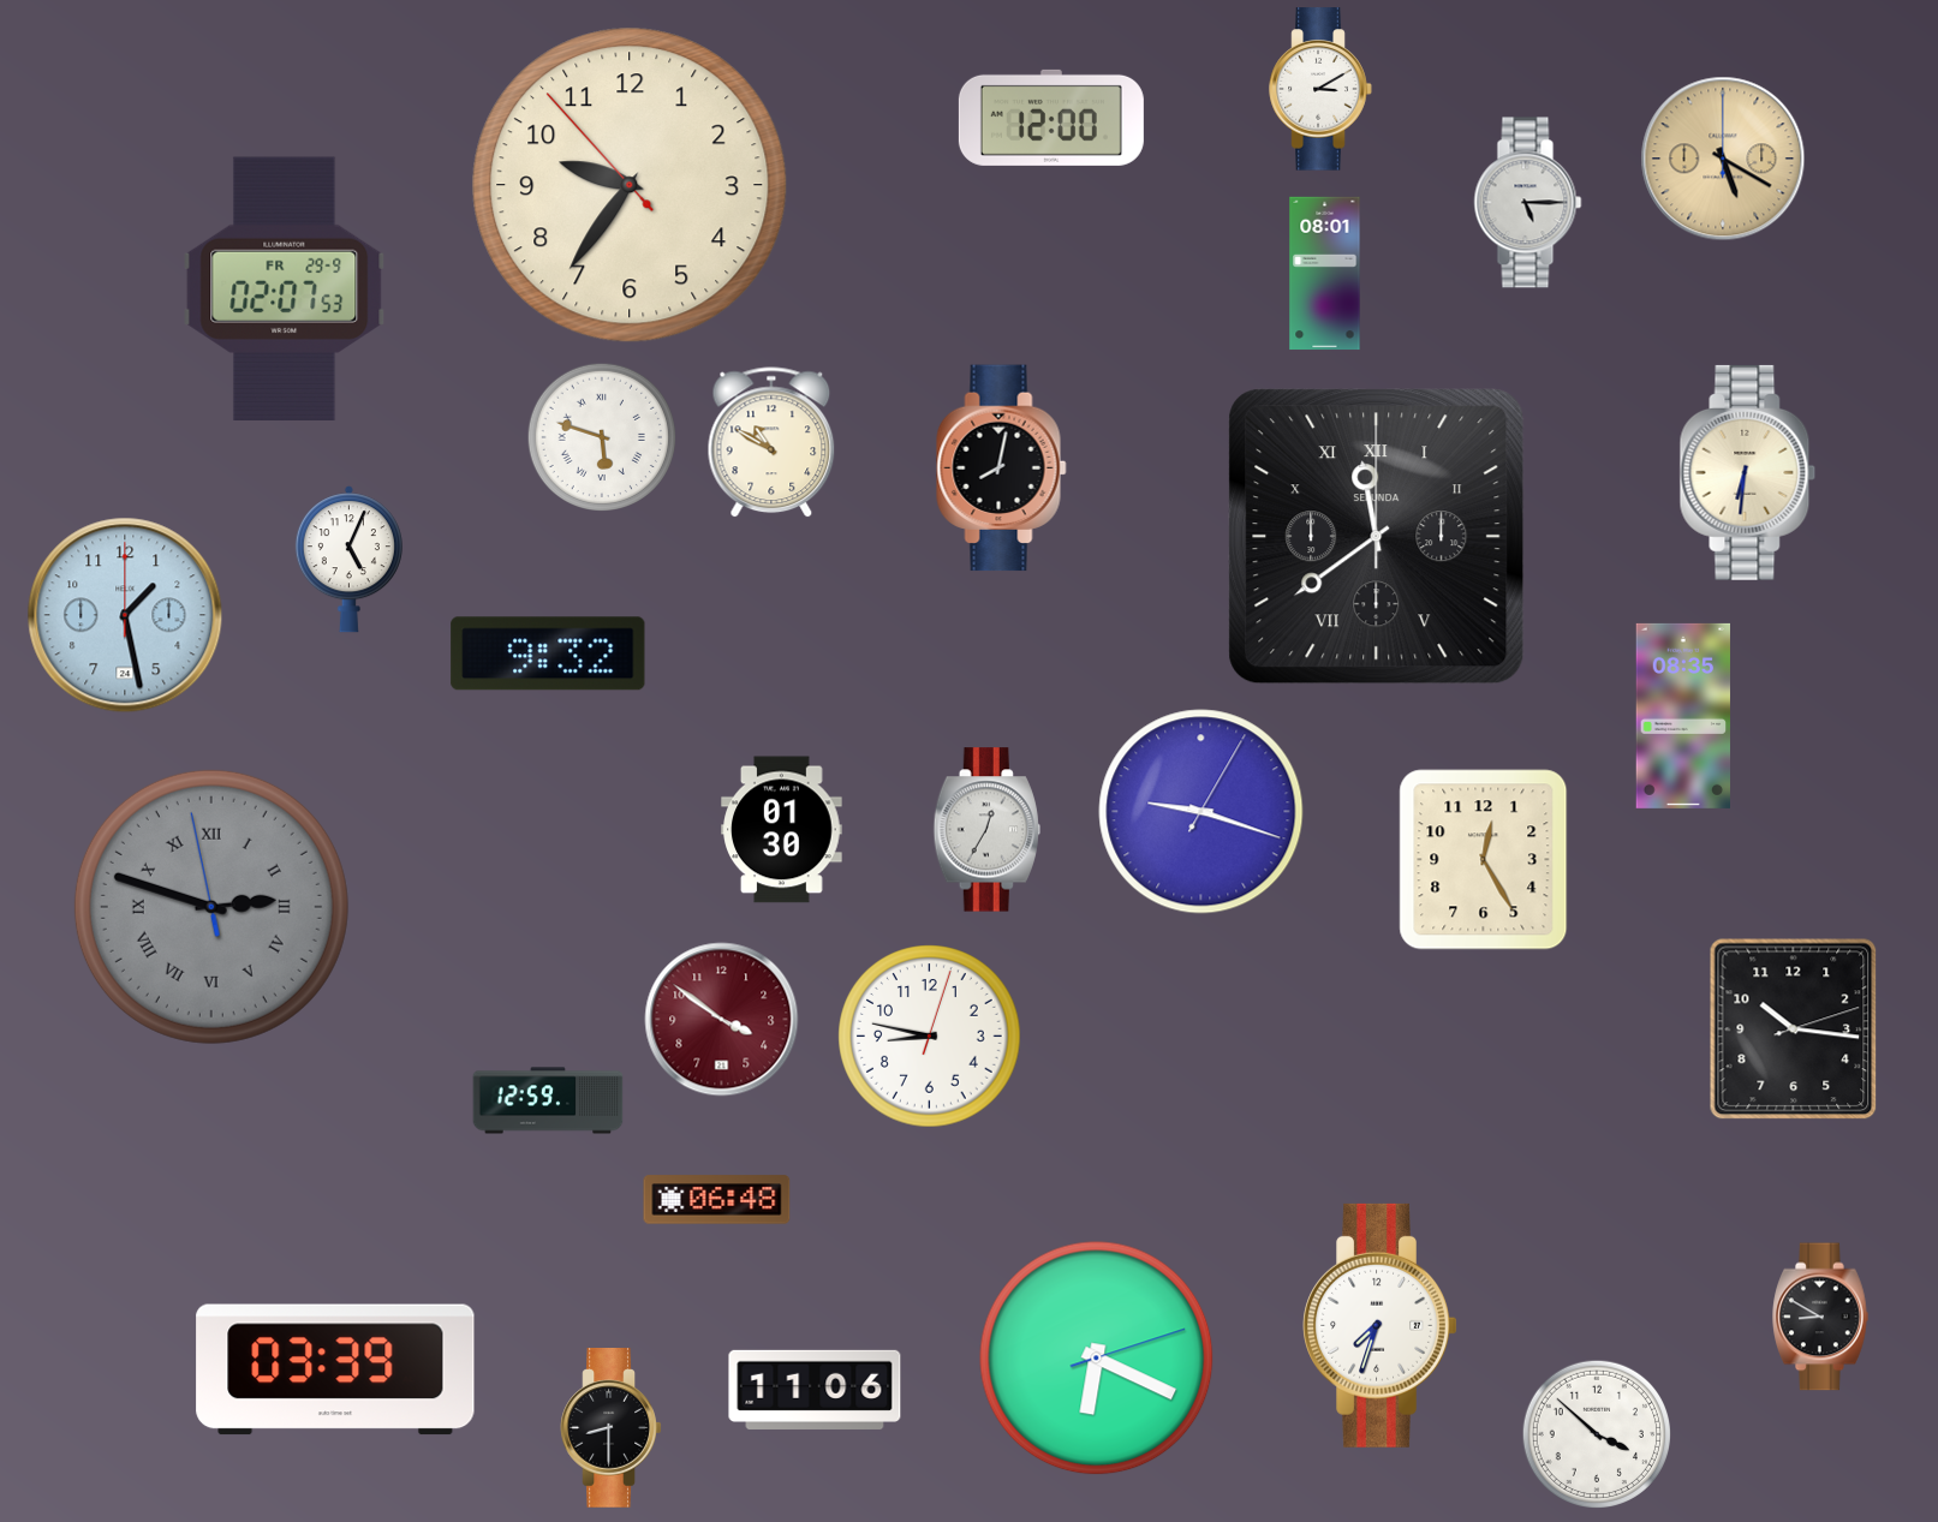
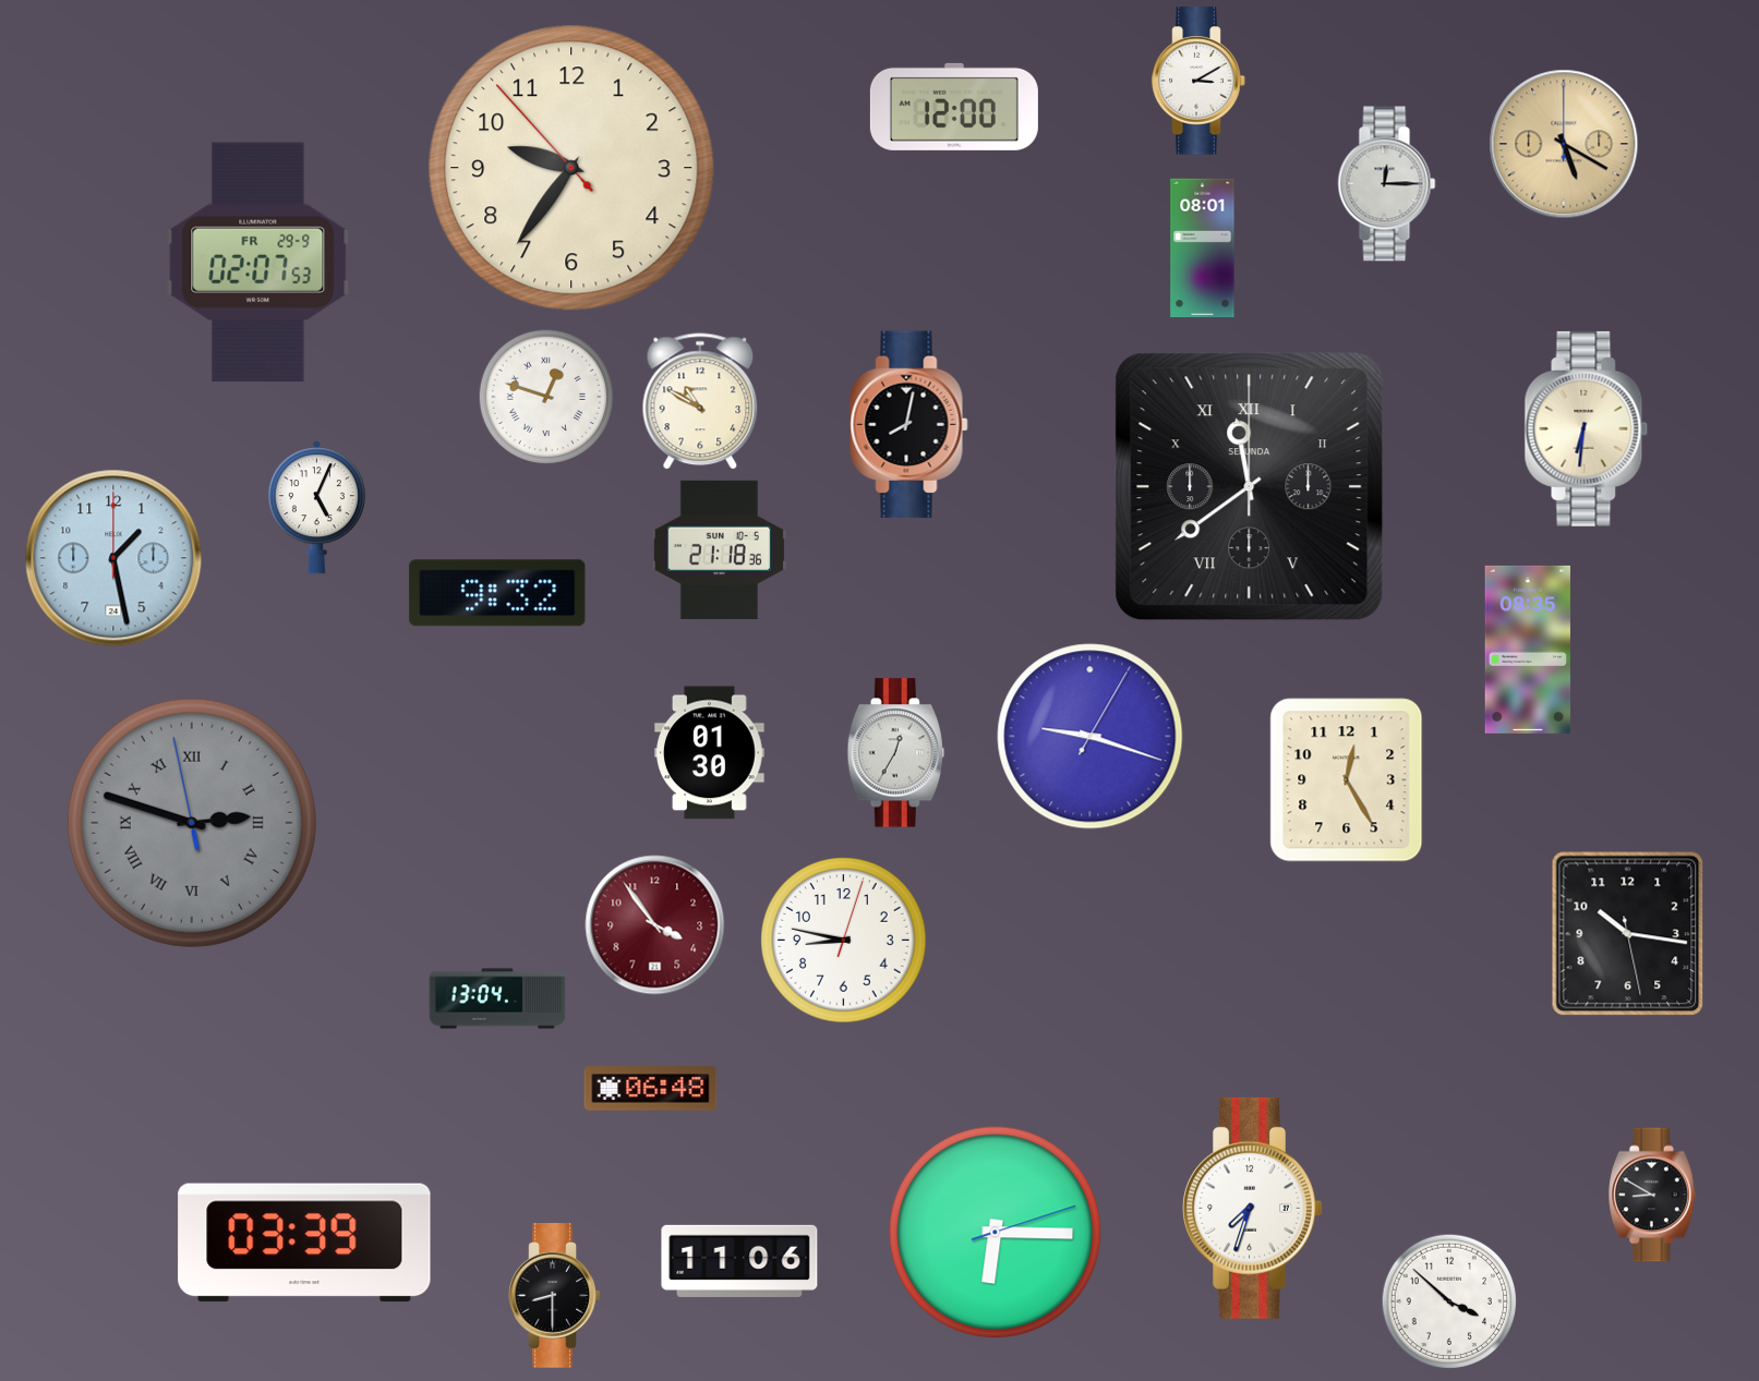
clock at (1528, 203): 5:15 -> 12:15
clock at (601, 436): 5:48 -> 12:48
clock at (719, 549): none -> 21:18
clock at (722, 1020): 3:51 -> 3:54
clock at (1794, 1029): 10:16:12 -> 10:16:28
clock at (548, 1100): 12:59 -> 13:04
clock at (1381, 1325) position: (1381, 1325) -> (1253, 1208)
clock at (1097, 1359): 6:19 -> 6:15
